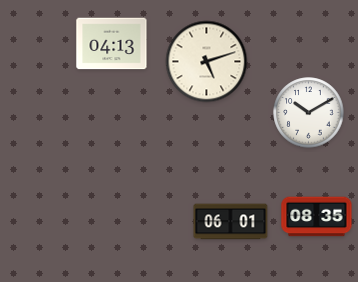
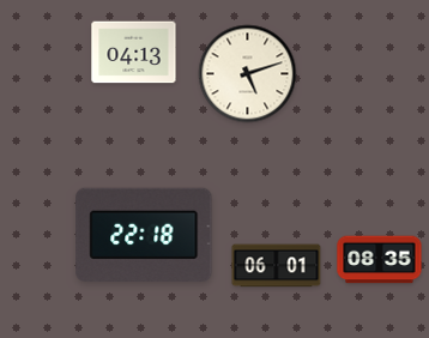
clock at (309, 113): 10:10 -> none
clock at (144, 235): none -> 22:18
